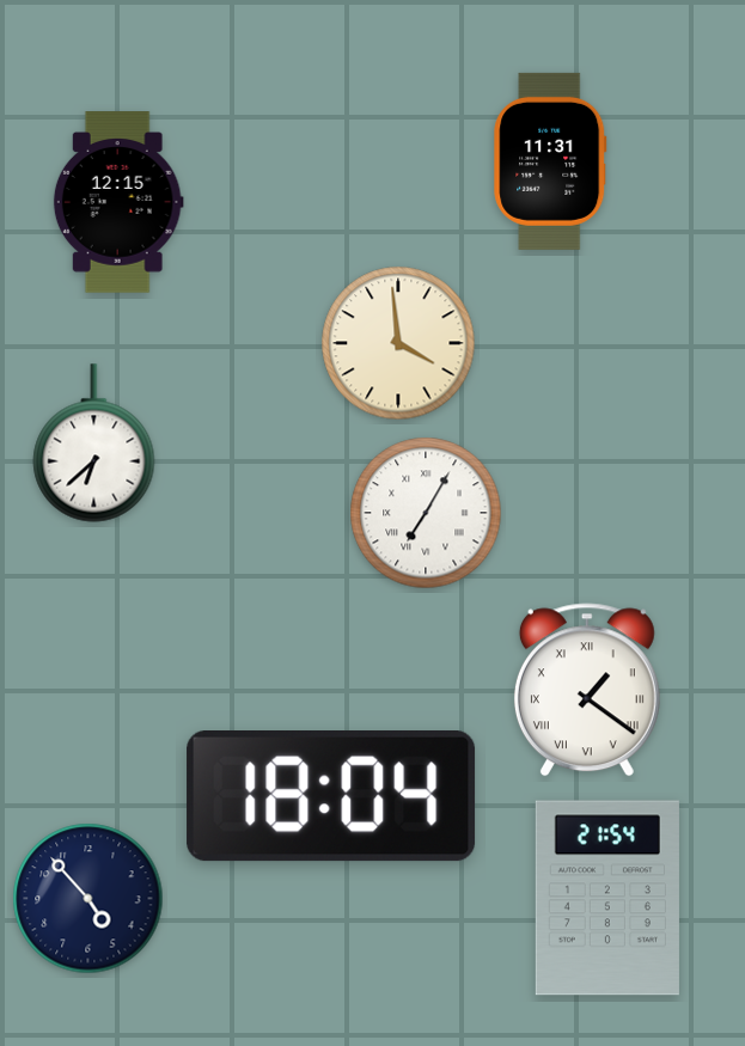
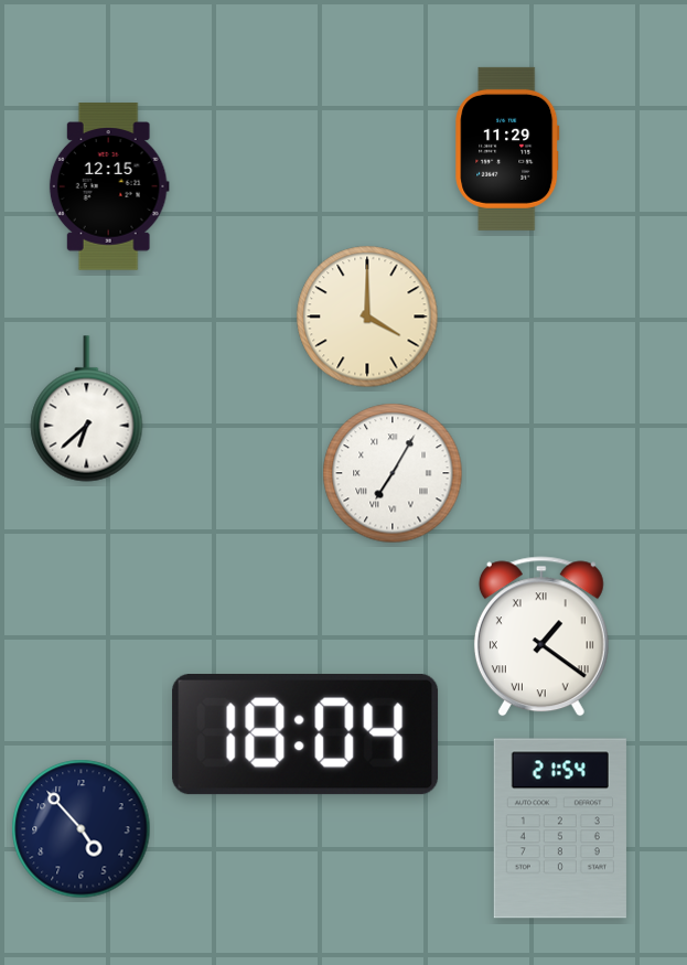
clock at (550, 161): 11:31 -> 11:29
clock at (398, 343): 3:59 -> 4:00
